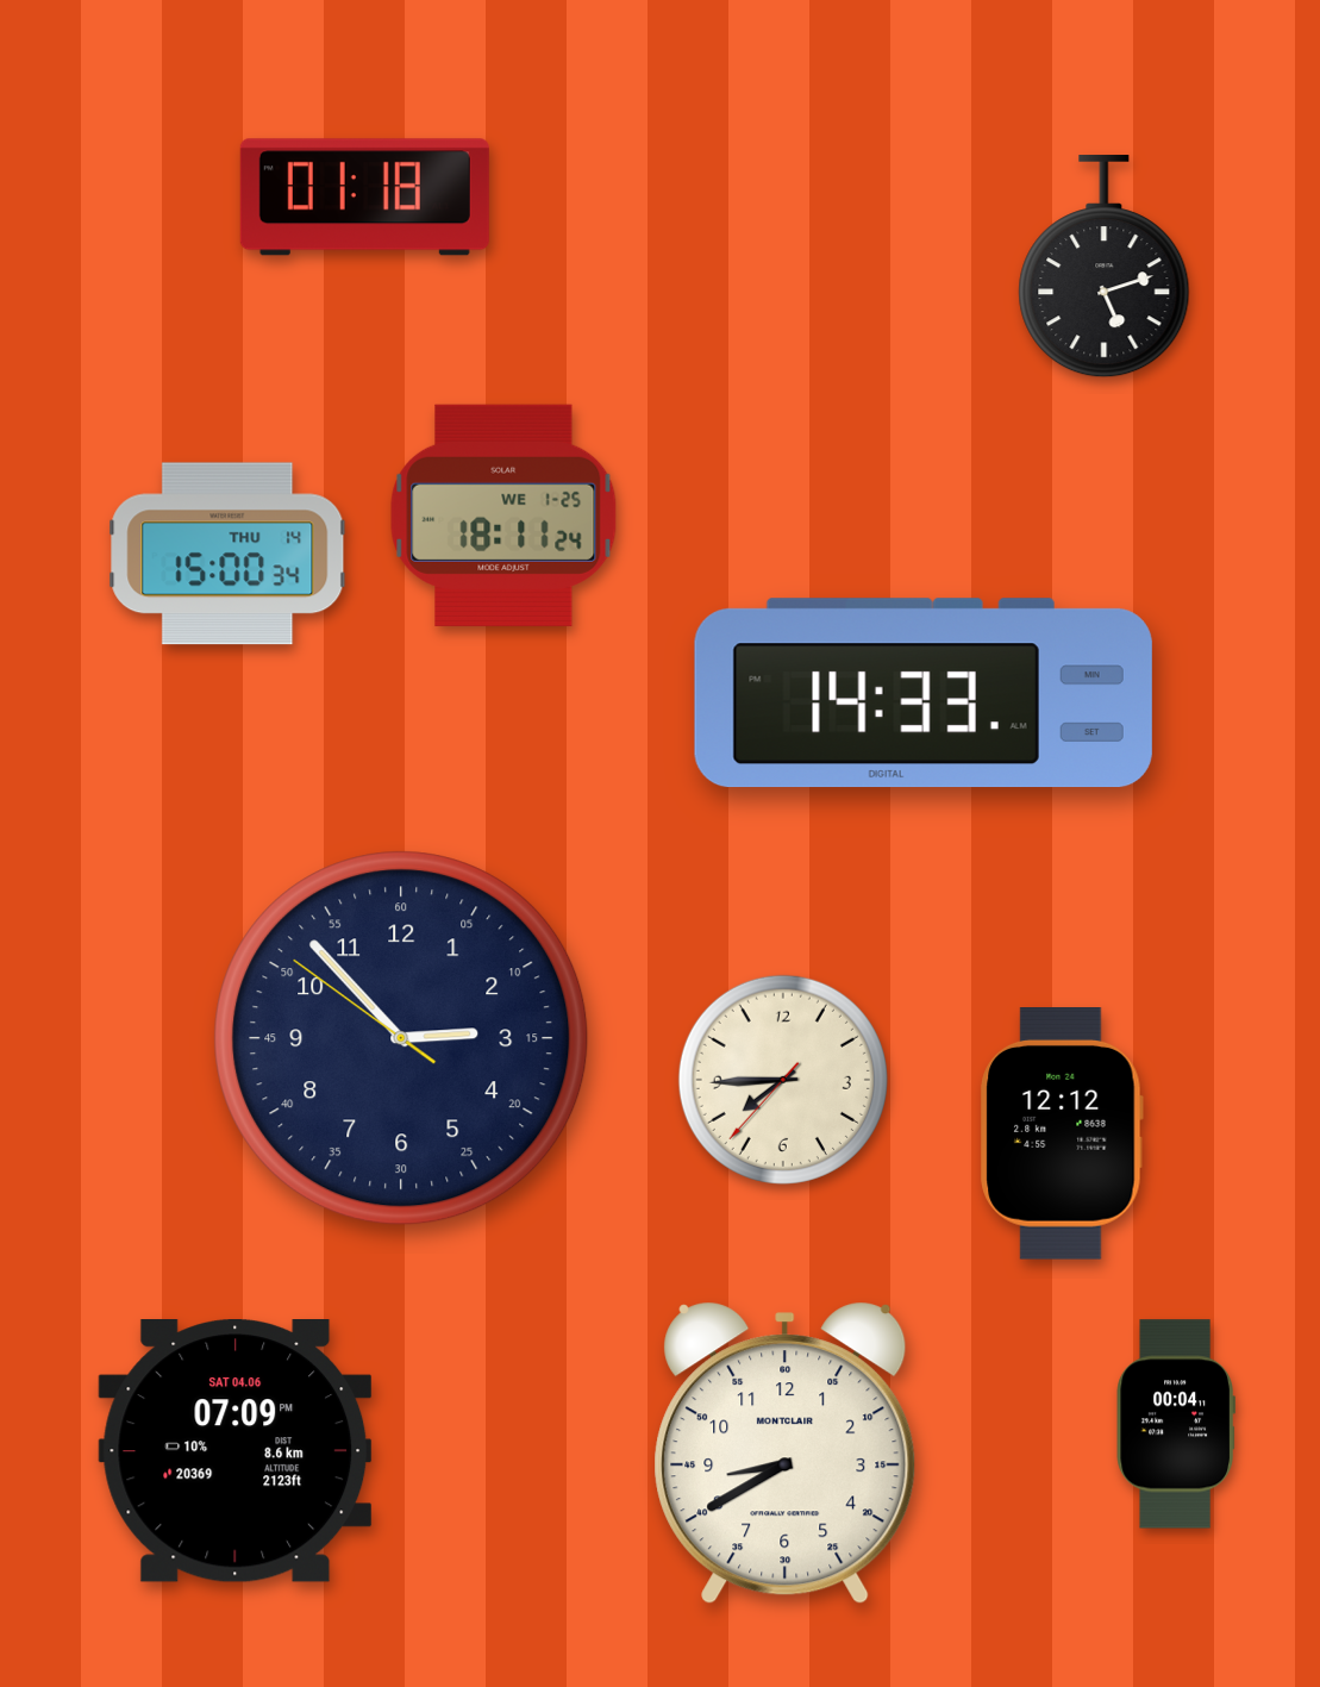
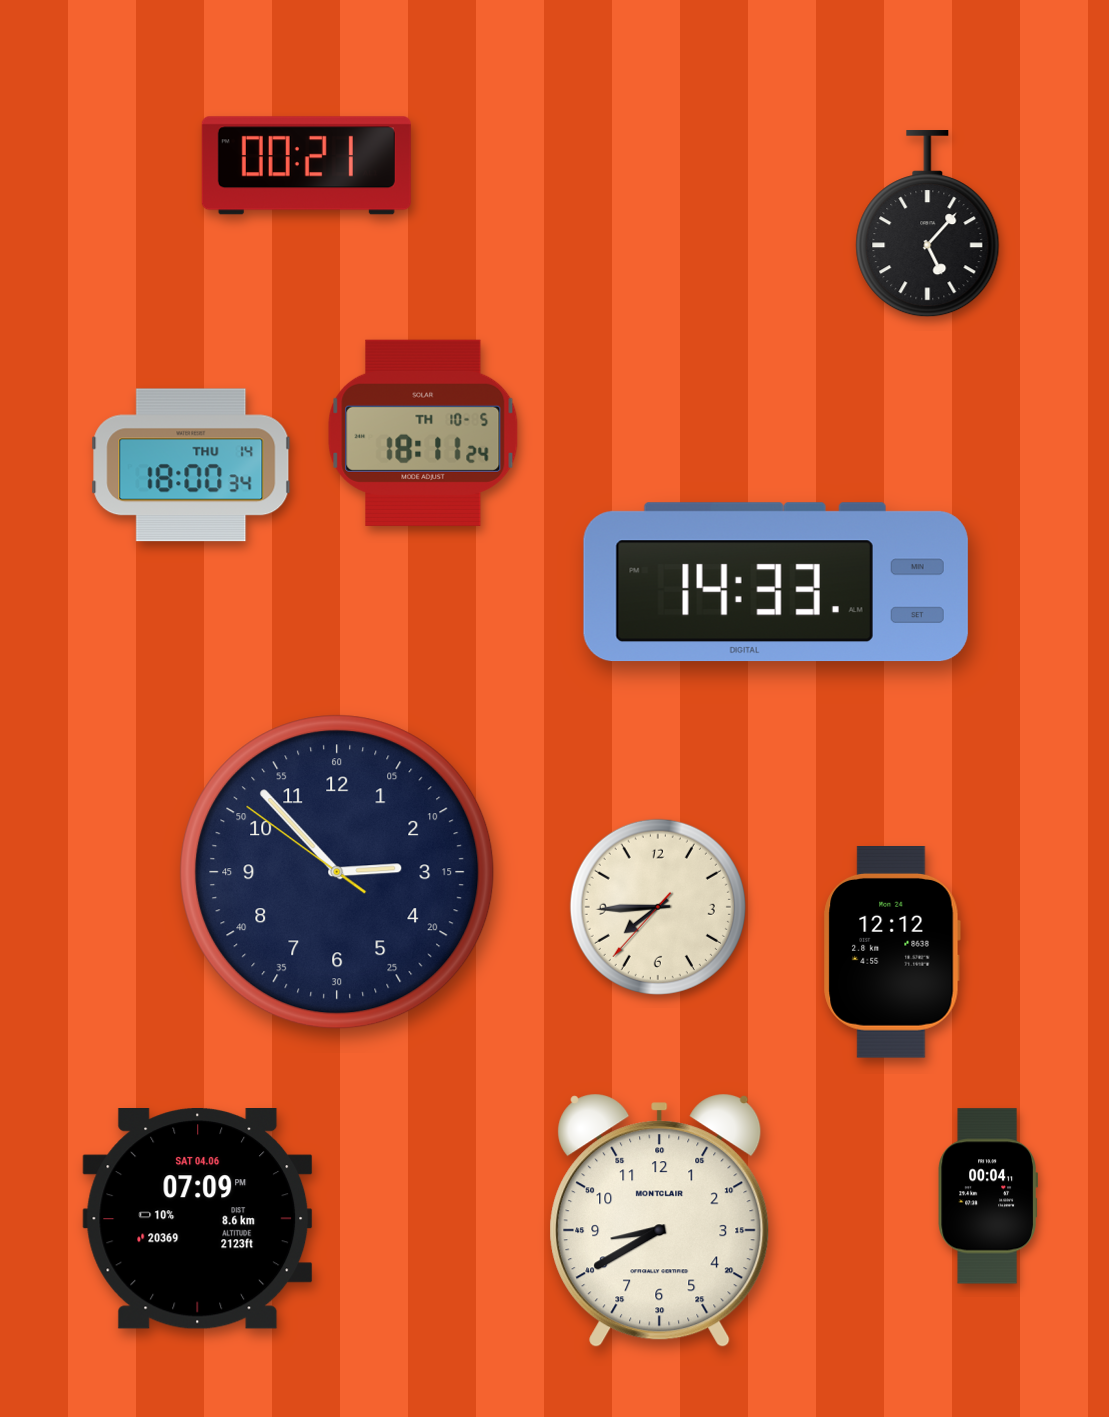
clock at (364, 198): 01:18 -> 00:21
clock at (1105, 267): 5:12 -> 5:07
clock at (503, 516) date: WE 1-25 -> TH 10-5
clock at (227, 554): 15:00 -> 18:00
